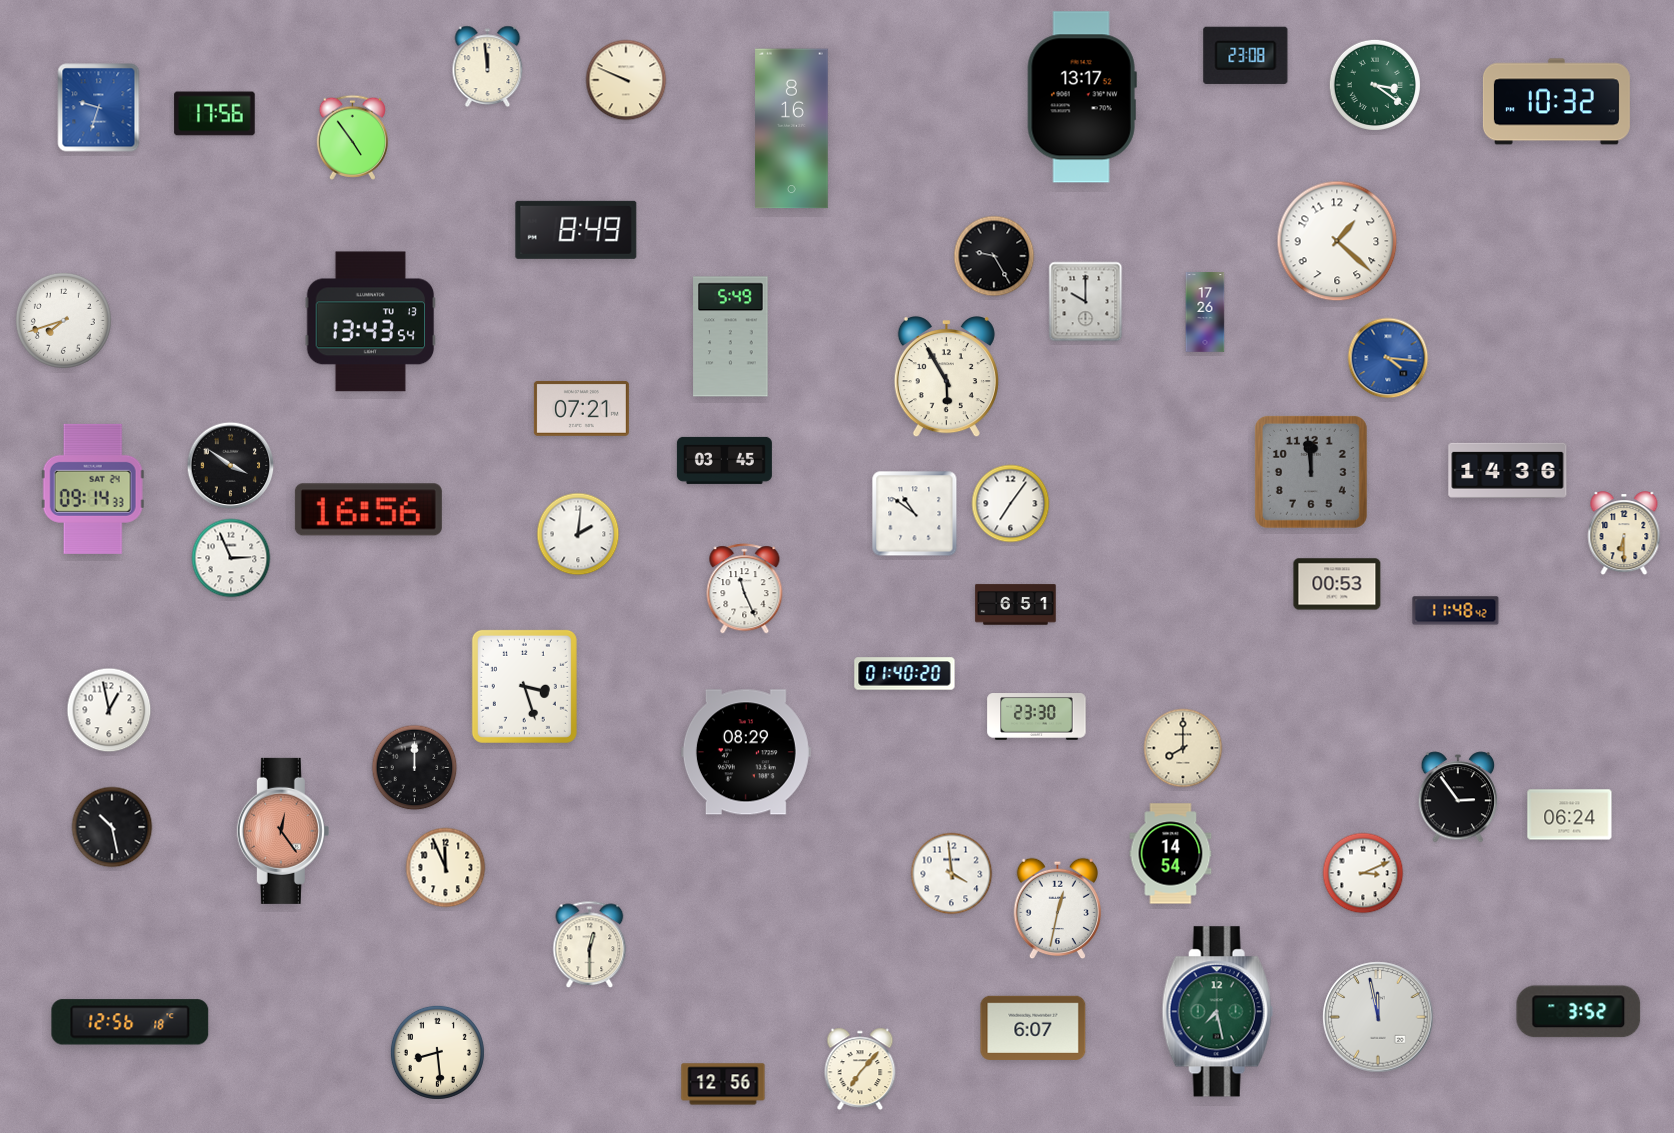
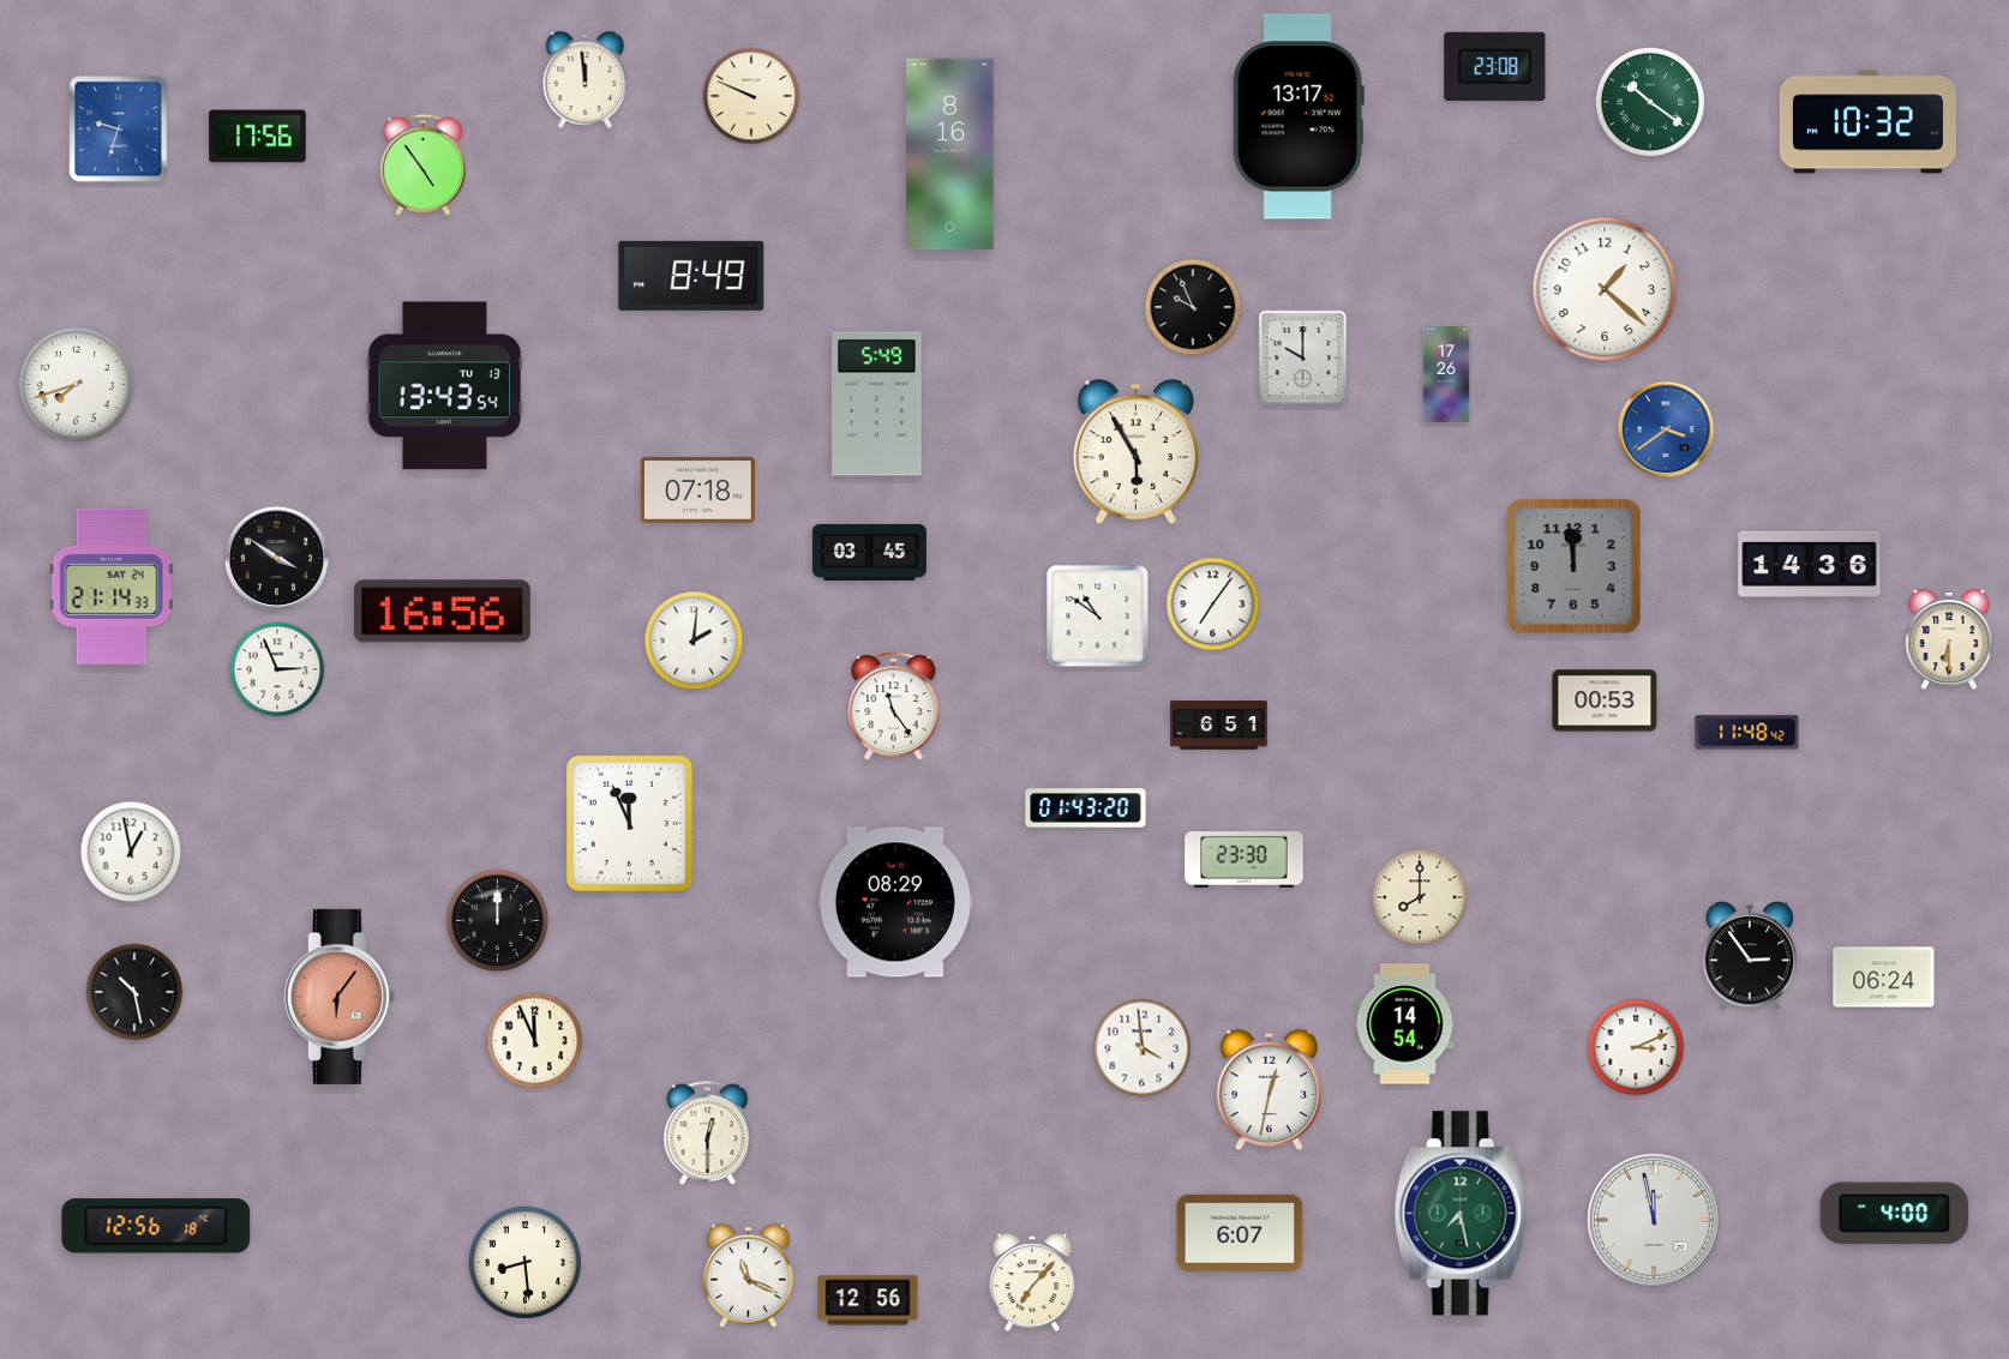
clock at (1375, 85): 3:21 -> 10:21
clock at (994, 256): 9:25 -> 9:56
clock at (1086, 302) position: (1086, 302) -> (1303, 359)
clock at (1388, 358): 4:16 -> 3:39
clock at (581, 408): 07:21 -> 07:18
clock at (93, 489): 09:14 -> 21:14
clock at (745, 589): 11:26 -> 11:24
clock at (905, 674): 01:40 -> 01:43
clock at (524, 686): 3:27 -> 11:56
clock at (283, 831): 12:24 -> 6:06
clock at (1579, 1012): 3:52 -> 4:00
clock at (749, 1276): none -> 11:19
